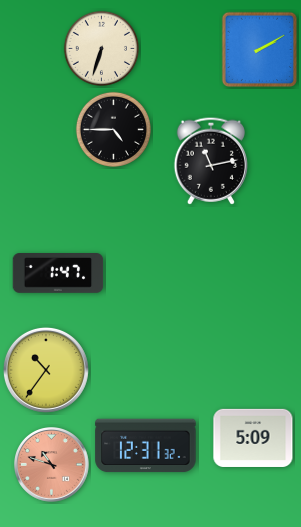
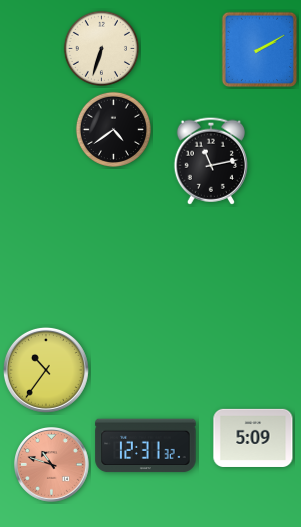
clock at (113, 129): 4:45 -> 4:39
clock at (58, 274): 1:47 -> none
